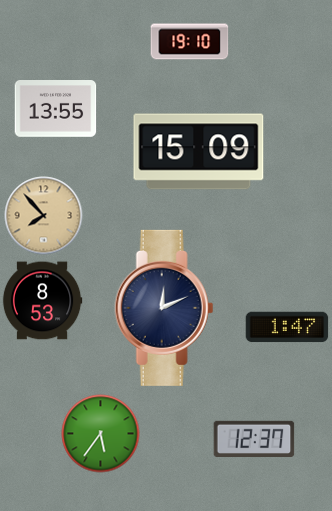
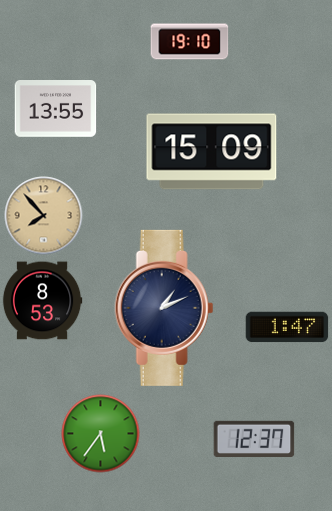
clock at (199, 152) position: (199, 152) -> (212, 152)
clock at (164, 308): 12:11 -> 1:11
